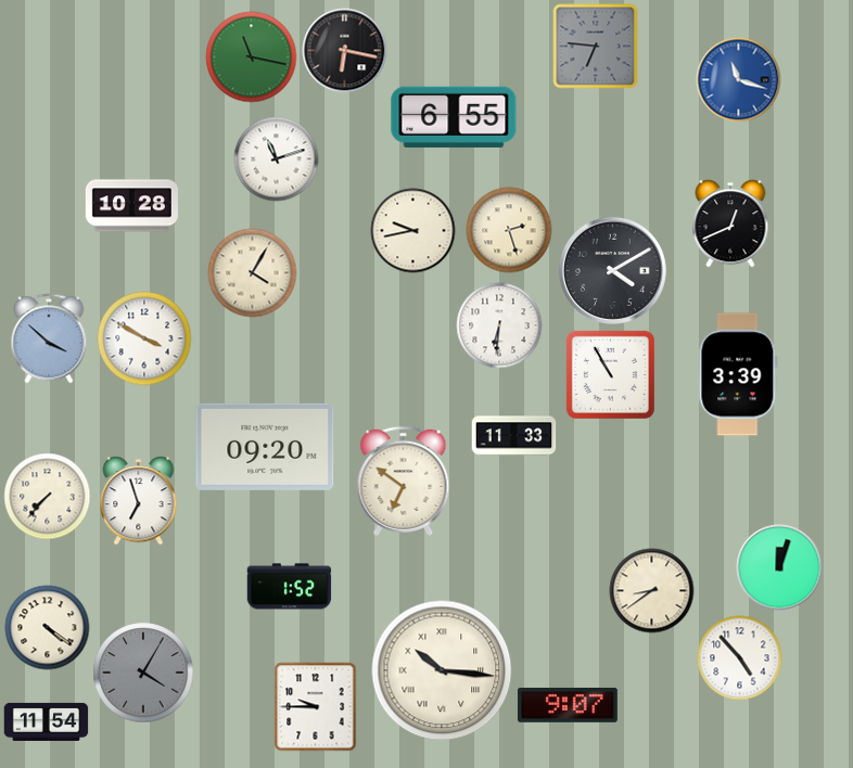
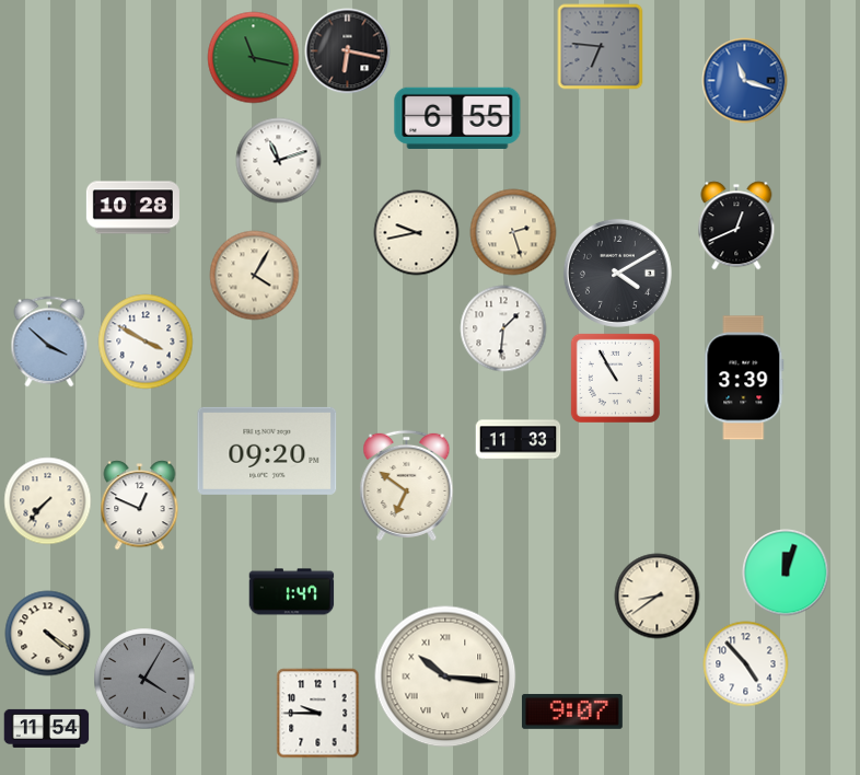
clock at (499, 325): 6:31 -> 1:31
clock at (139, 500): 6:57 -> 12:49
clock at (289, 587): 1:52 -> 1:47
